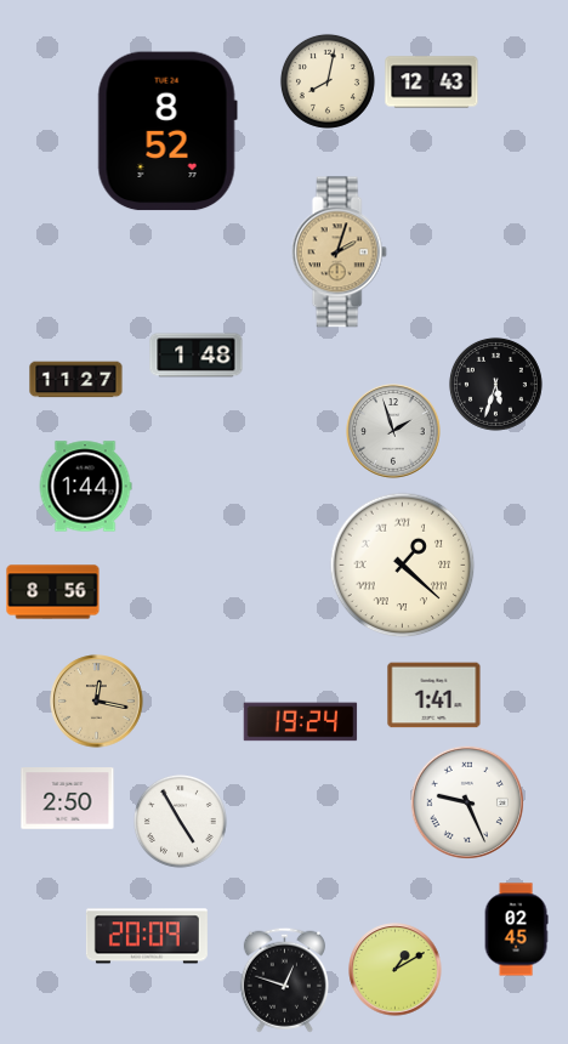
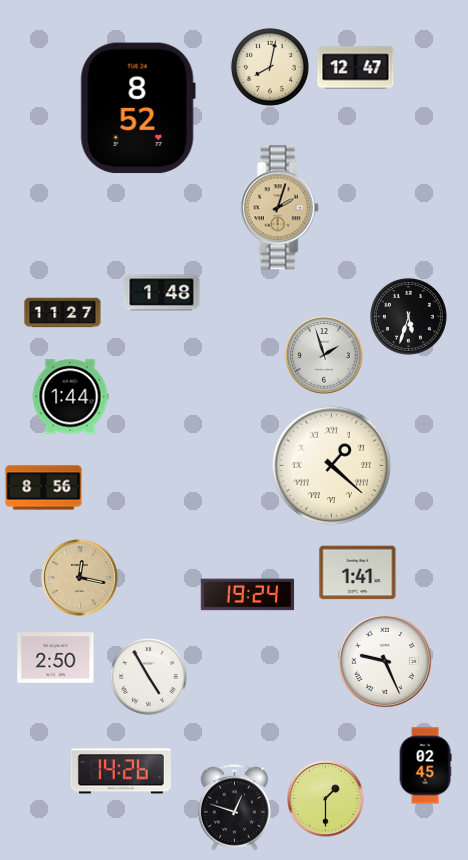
clock at (432, 83): 12:43 -> 12:47
clock at (85, 487) position: (85, 487) -> (70, 397)
clock at (147, 936): 20:09 -> 14:26
clock at (396, 970): 1:10 -> 1:30
